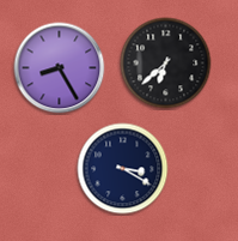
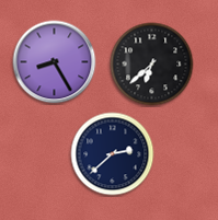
clock at (166, 64) position: (166, 64) -> (152, 65)
clock at (123, 169): 3:20 -> 2:38
